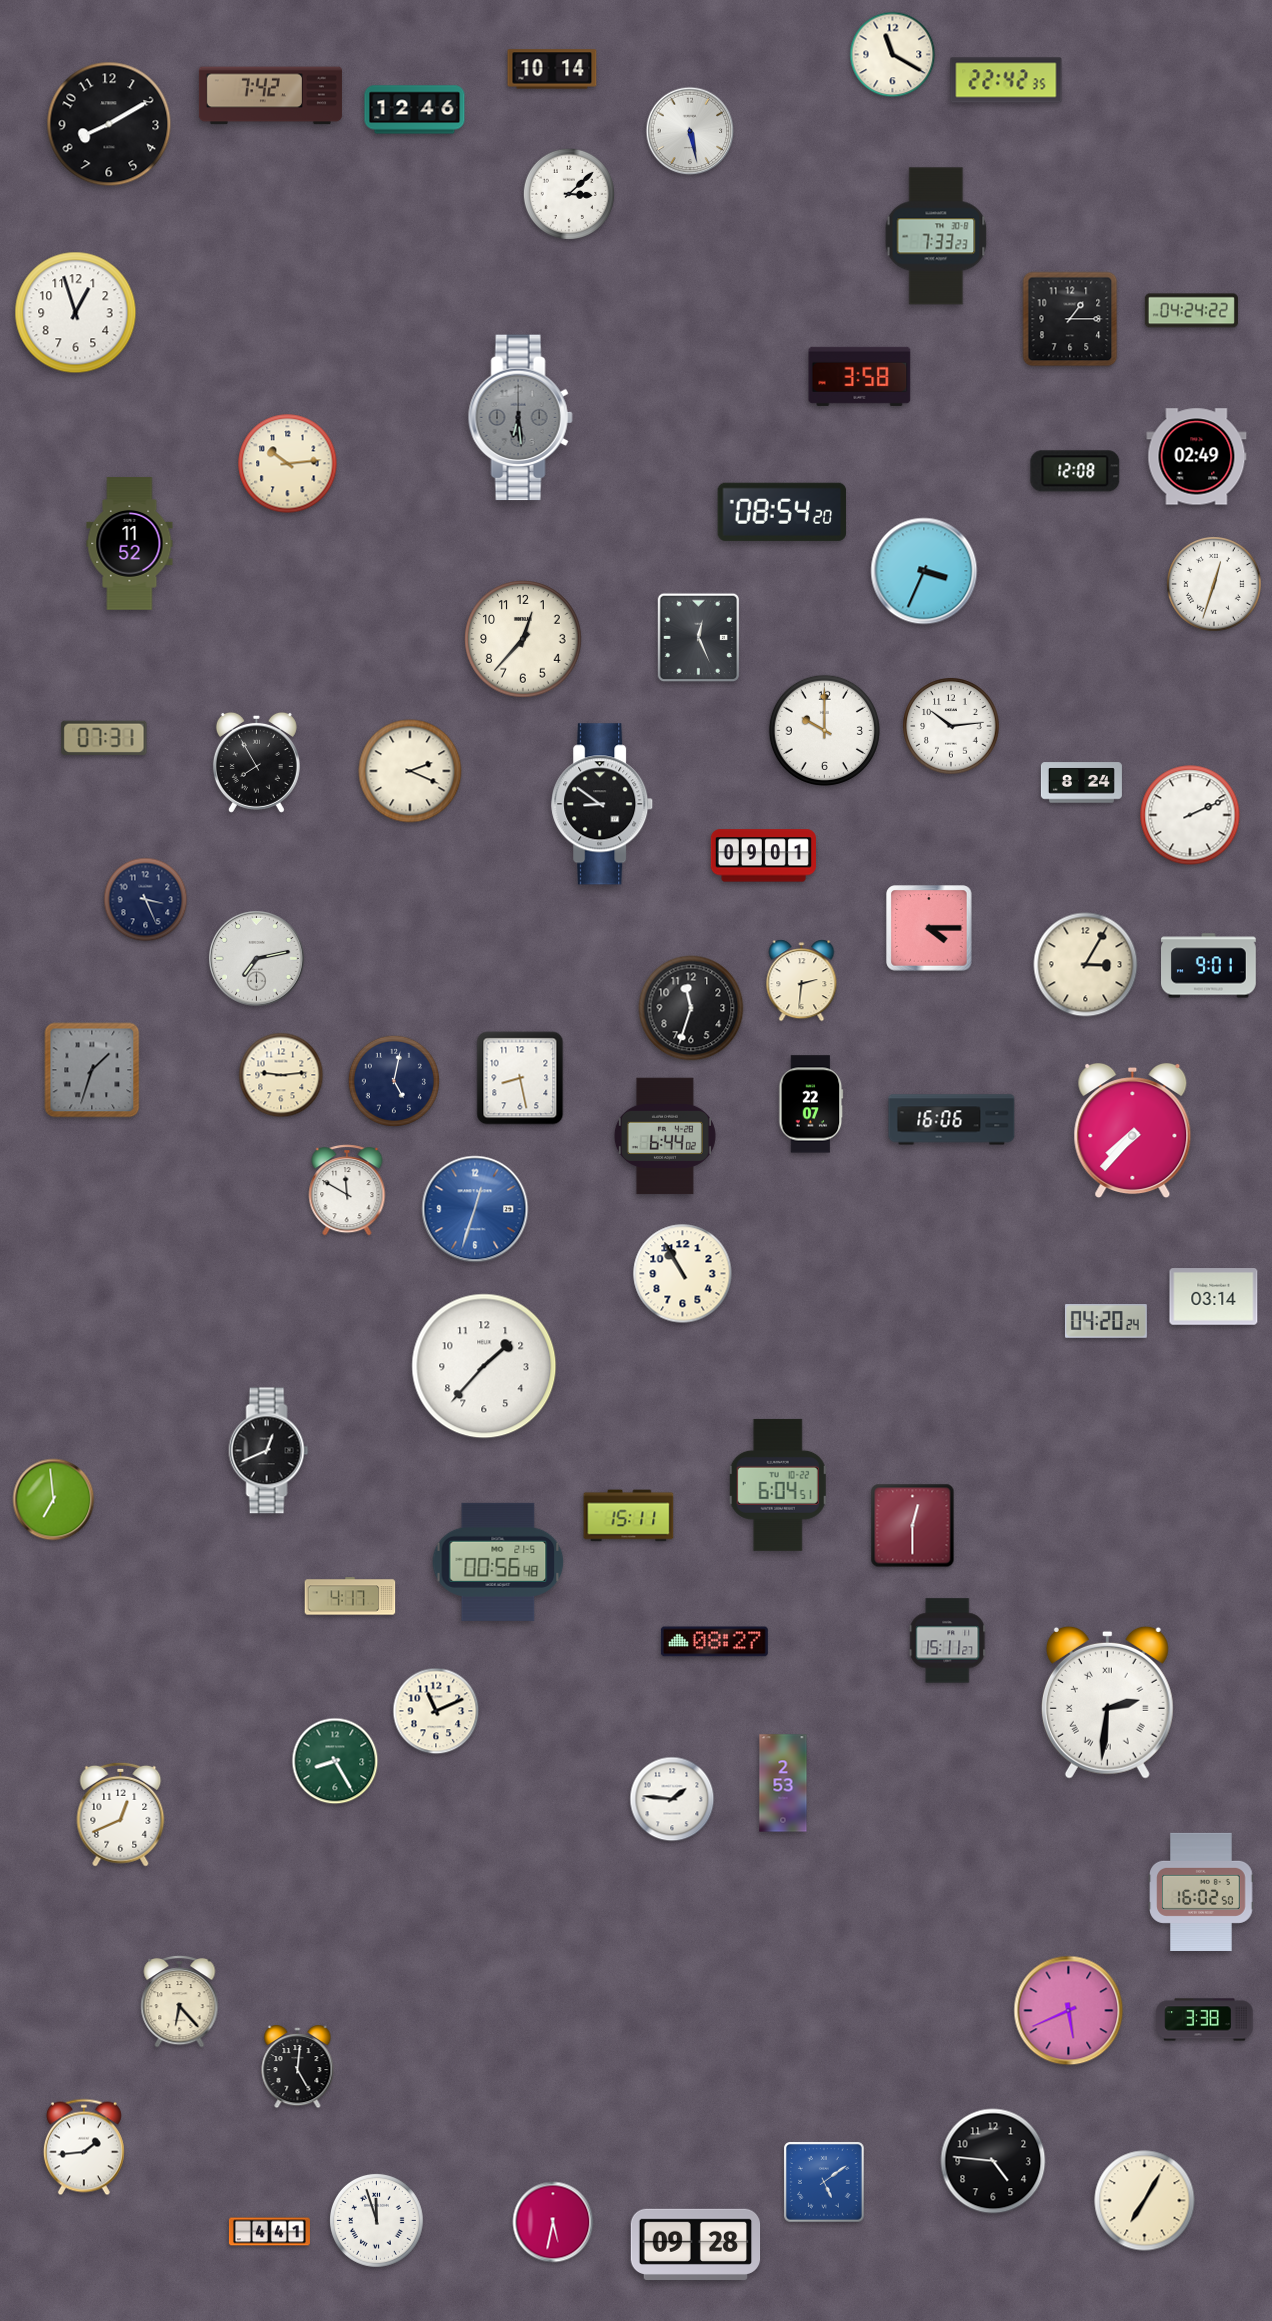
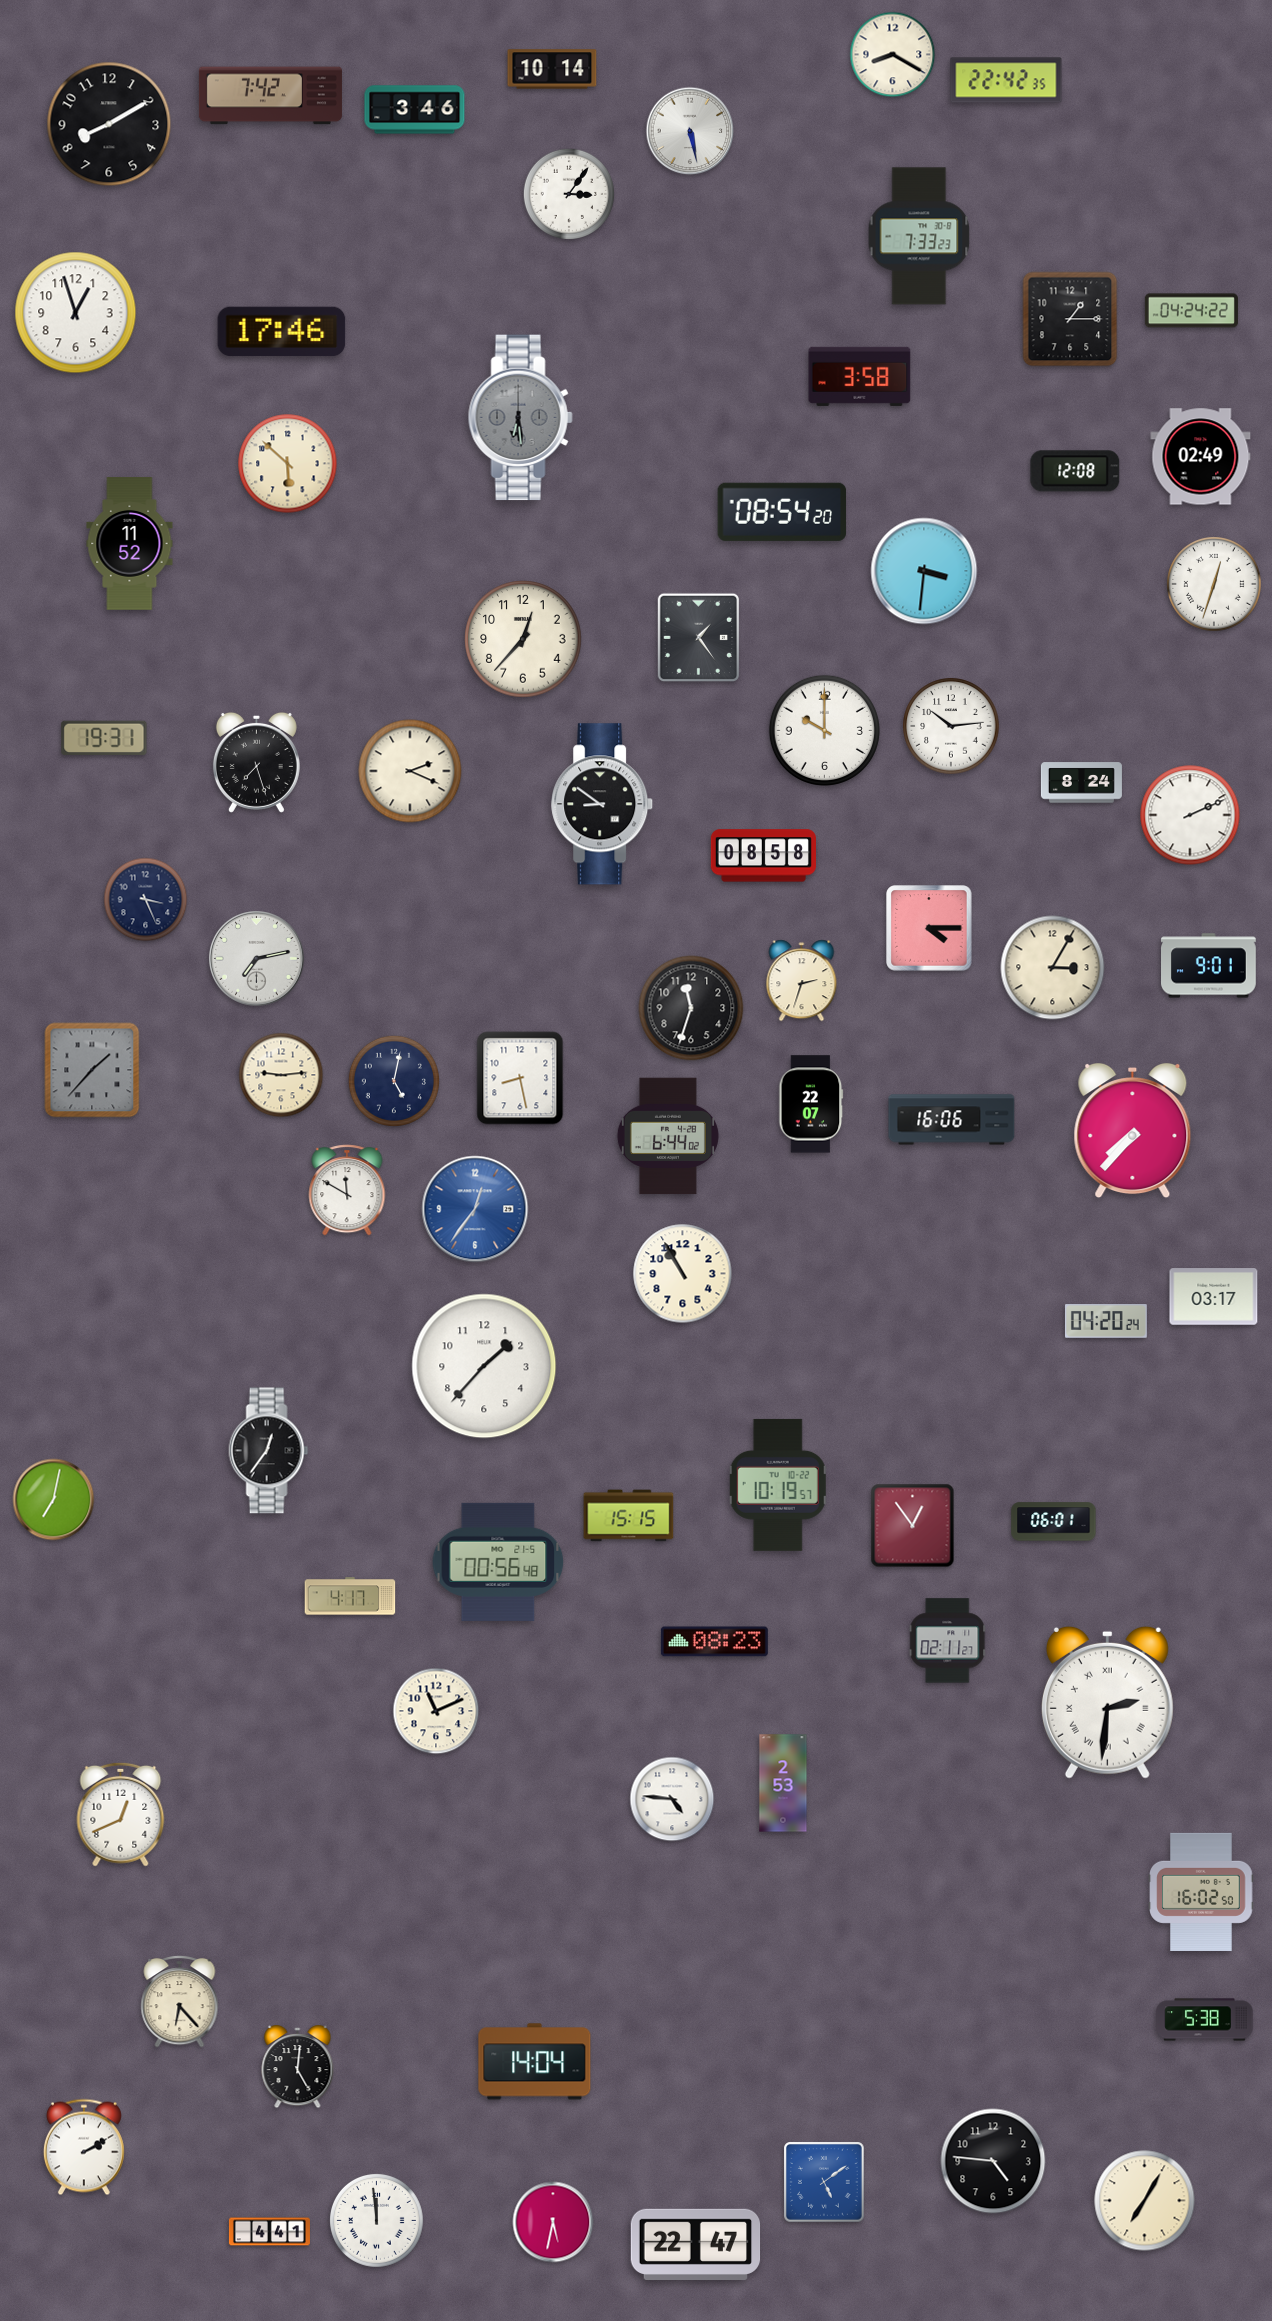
clock at (893, 55): 11:20 -> 8:20
clock at (415, 110): 12:46 -> 3:46
clock at (569, 194): 3:08 -> 3:06
clock at (936, 236) position: (936, 236) -> (919, 236)
clock at (282, 332): none -> 17:46
clock at (1197, 457) position: (1197, 457) -> (1201, 457)
clock at (288, 464): 10:14 -> 5:52
clock at (924, 571): 3:34 -> 3:31
clock at (699, 638): 12:26 -> 1:24
clock at (104, 738): 07:31 -> 19:31
clock at (256, 762): 7:55 -> 7:27
clock at (763, 856): 09:01 -> 08:58
clock at (1086, 965) position: (1086, 965) -> (1053, 968)
clock at (802, 981): 2:31 -> 2:33
clock at (92, 1070): 1:33 -> 1:37
clock at (665, 1136) position: (665, 1136) -> (668, 1136)
clock at (475, 1209): 12:33 -> 12:36
clock at (1214, 1297): 03:14 -> 03:17
clock at (269, 1451): 12:41 -> 12:36
clock at (778, 1485): 6:04 -> 10:19
clock at (54, 1500): 6:59 -> 7:02
clock at (629, 1516): 15:11 -> 15:15
clock at (1054, 1522): none -> 06:01
clock at (913, 1526): 12:30 -> 12:54
clock at (948, 1641): 15:11 -> 02:11
clock at (714, 1642): 08:27 -> 08:23
clock at (335, 1761): 8:25 -> none
clock at (672, 1799): 1:46 -> 4:46
clock at (1069, 2011): 5:41 -> none
clock at (1205, 2020): 3:38 -> 5:38
clock at (535, 2062): none -> 14:04
clock at (84, 2147): 1:44 -> 2:10
clock at (376, 2220): 11:57 -> 11:59
clock at (696, 2244): 09:28 -> 22:47
